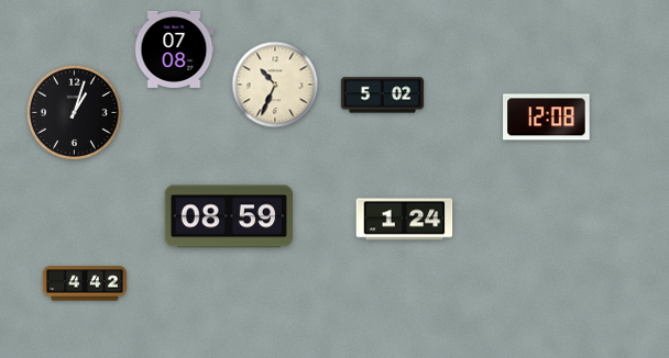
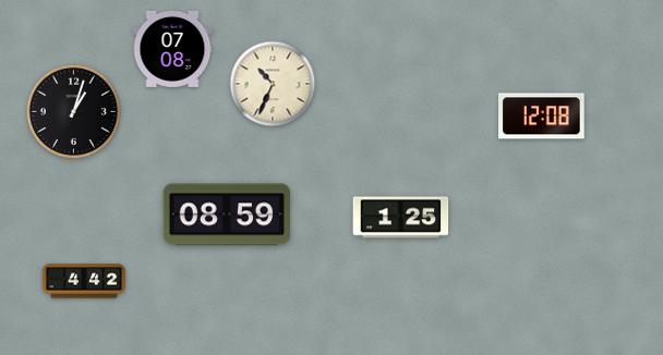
clock at (383, 96): 5:02 -> none
clock at (405, 220): 1:24 -> 1:25
